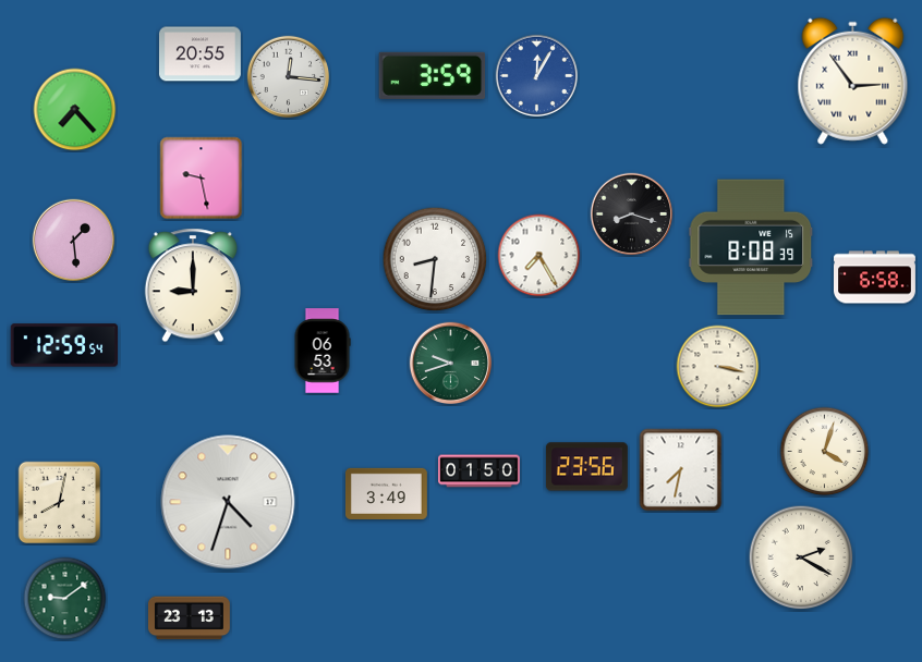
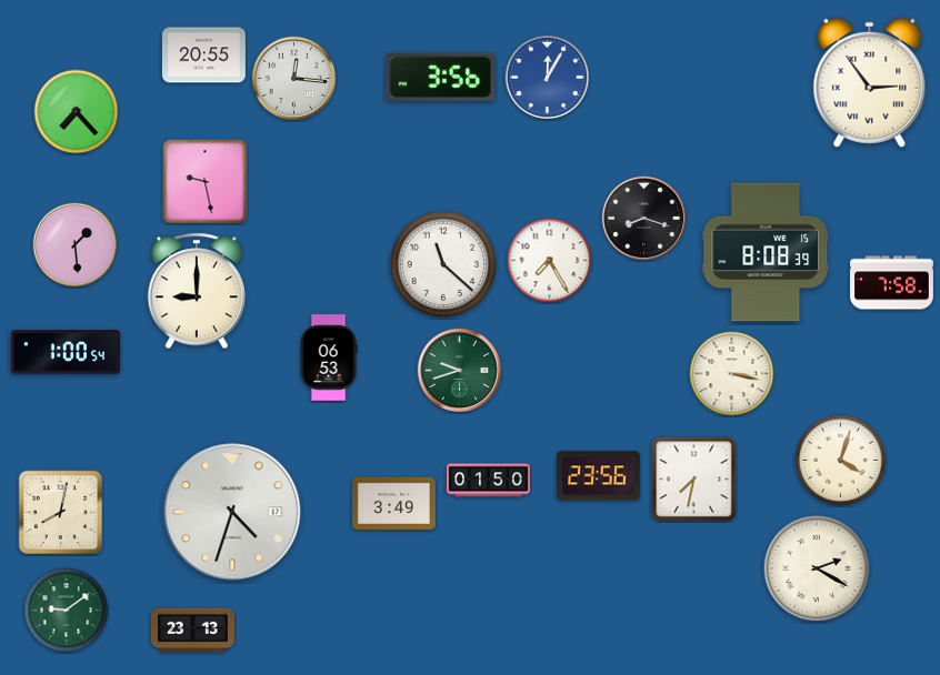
clock at (433, 75): 3:59 -> 3:56
clock at (435, 259): 8:31 -> 11:22
clock at (875, 278): 6:58 -> 7:58
clock at (64, 345): 12:59 -> 1:00
